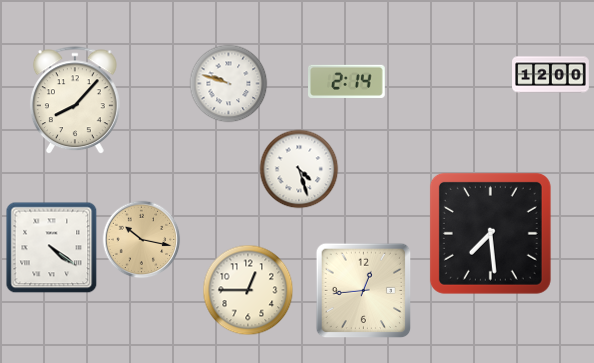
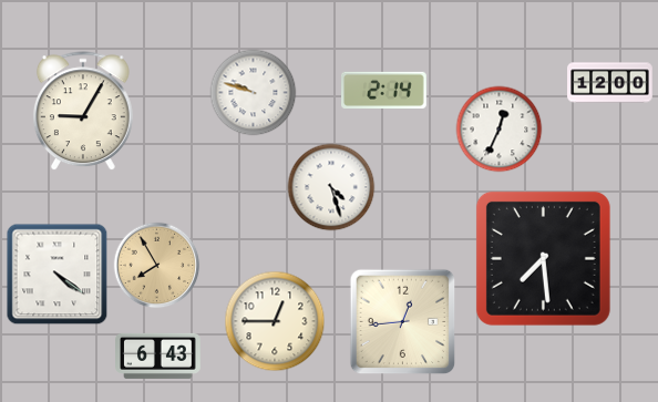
clock at (75, 100): 8:07 -> 9:05
clock at (498, 128): none -> 12:34
clock at (141, 239): 10:17 -> 7:55
clock at (158, 355): none -> 6:43
